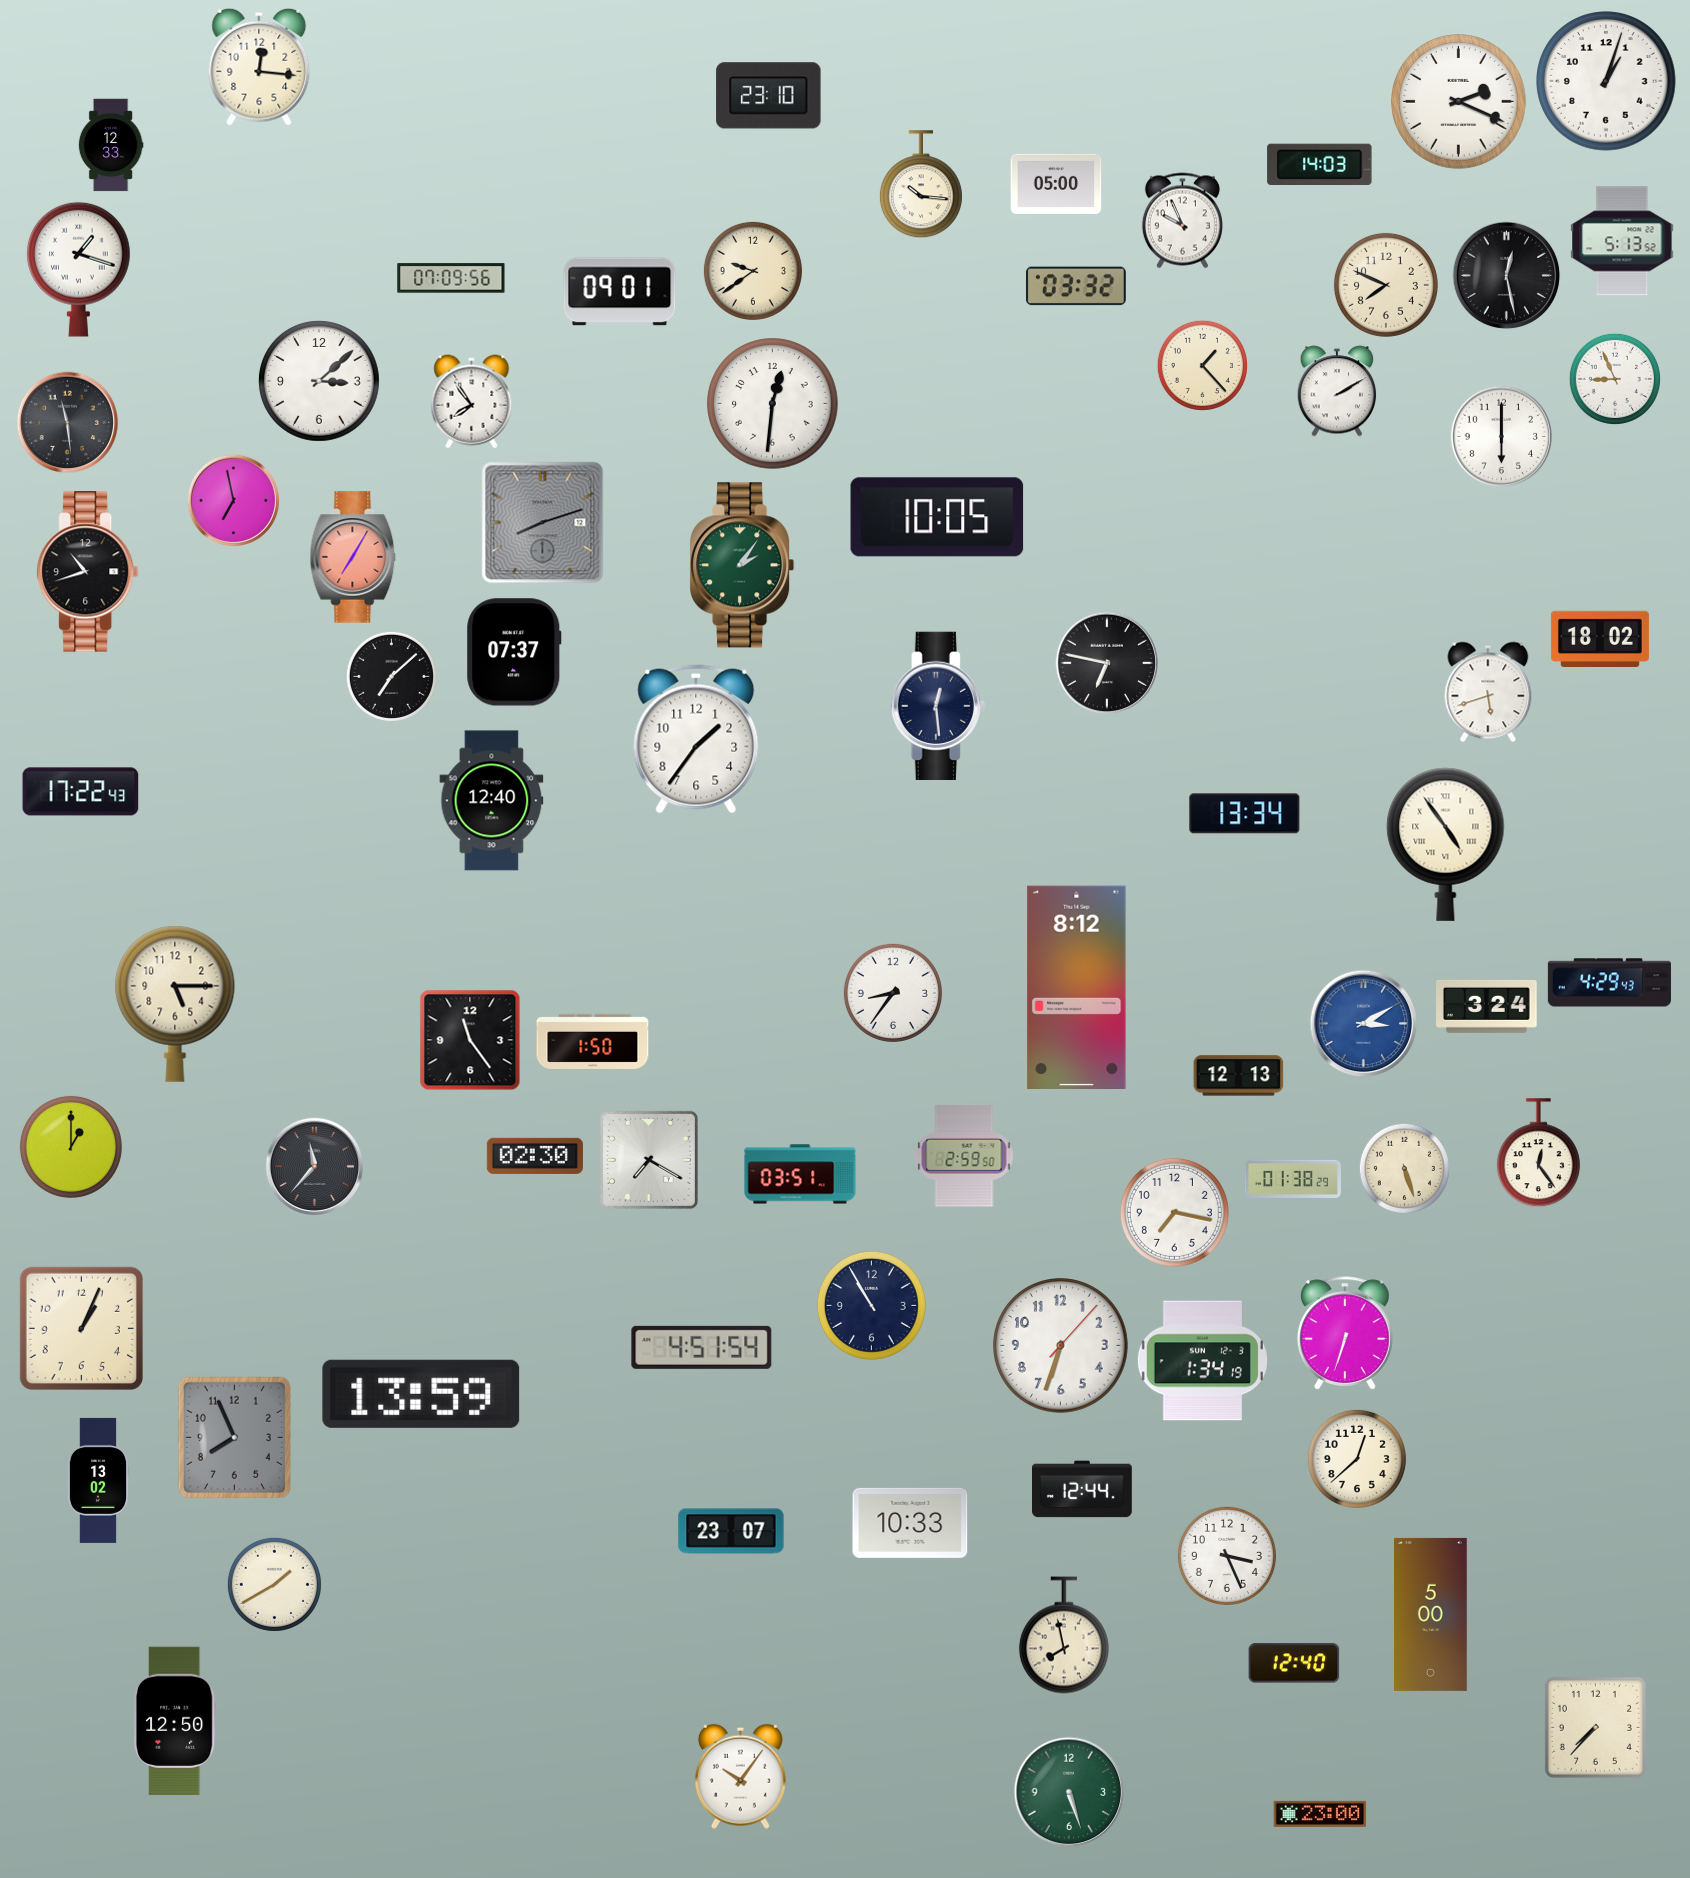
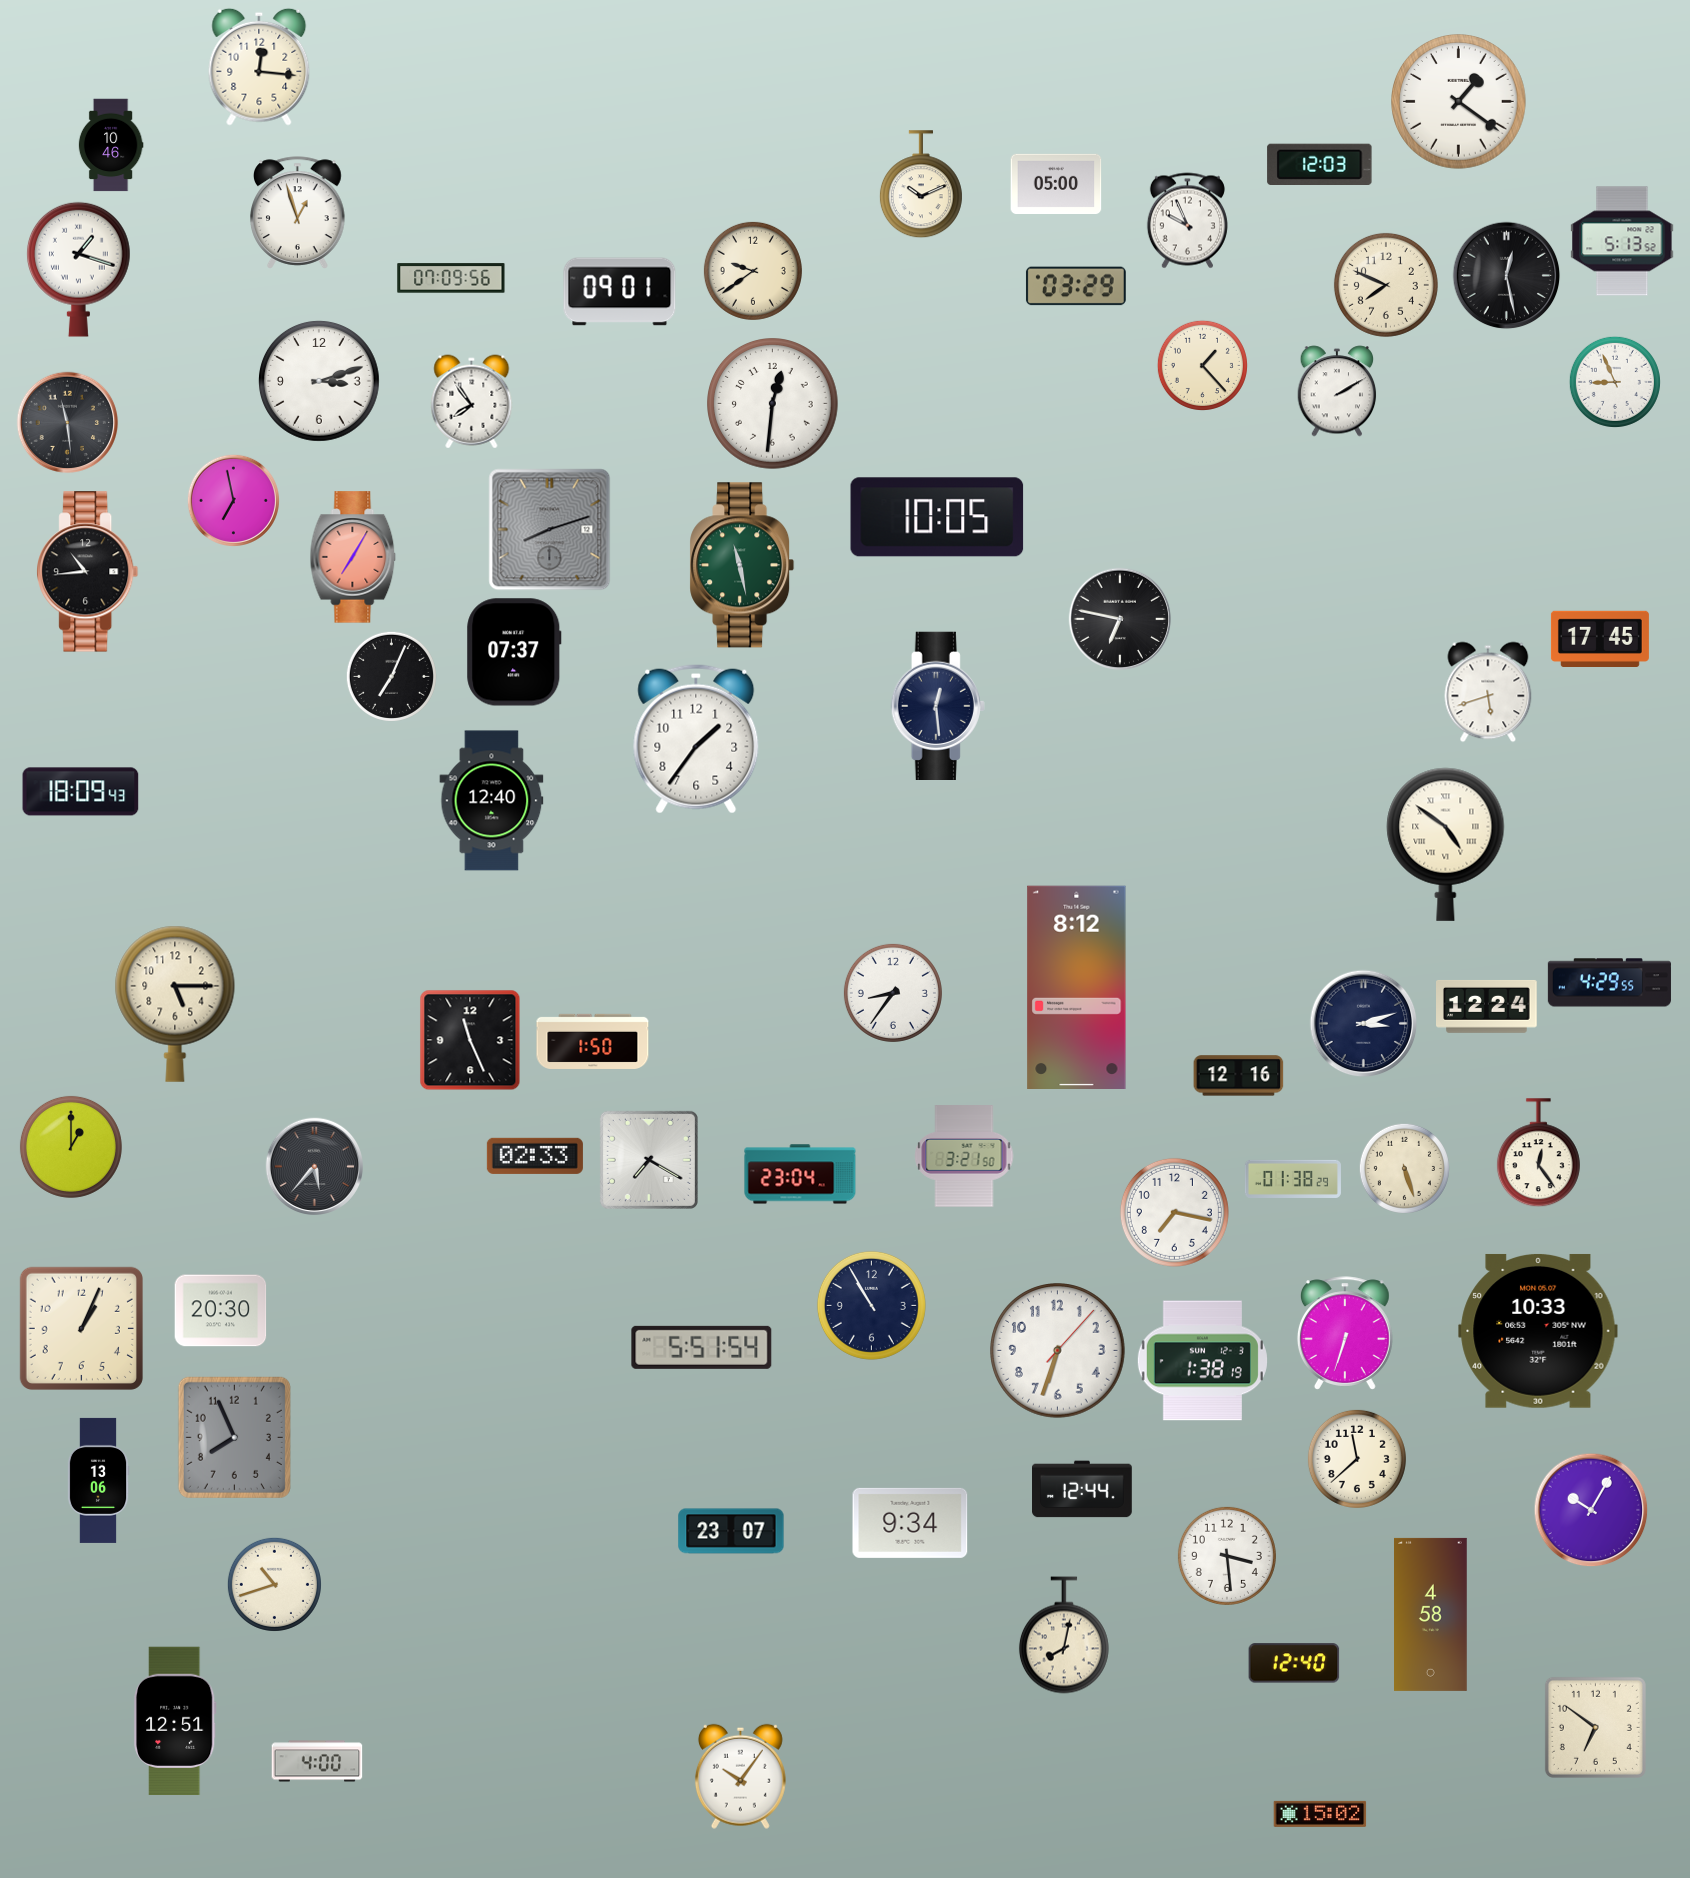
clock at (1606, 81): 1:03 -> none
clock at (769, 96): 23:10 -> none
clock at (1459, 102): 2:19 -> 1:21
clock at (111, 145): 12:33 -> 10:46
clock at (1320, 164): 14:03 -> 12:03
clock at (921, 185): 10:16 -> 10:11
clock at (298, 213): none -> 12:57
clock at (1182, 221) position: (1182, 221) -> (1187, 221)
clock at (1076, 286): 03:32 -> 03:29
clock at (1615, 379) position: (1615, 379) -> (1615, 382)
clock at (319, 381): 3:08 -> 3:12
clock at (1502, 437): 6:00 -> none
clock at (543, 523) position: (543, 523) -> (550, 530)
clock at (742, 565): 2:06 -> 11:28
clock at (88, 572): 10:42 -> 10:44
clock at (1600, 638): 18:02 -> 17:45
clock at (1107, 663) position: (1107, 663) -> (1120, 619)
clock at (391, 676): 7:08 -> 7:04
clock at (81, 792): 17:22 -> 18:09
clock at (1245, 814): 13:34 -> none
clock at (1446, 844): 4:54 -> 4:51
clock at (1609, 983): 4:29:43 -> 4:29:55
clock at (1487, 1006): 3:24 -> 12:24
clock at (1364, 1024): 3:10 -> 3:12
clock at (1364, 1024) dial: blue -> navy
clock at (470, 1040): 11:24 -> 11:26
clock at (1239, 1076): 12:13 -> 12:16
clock at (535, 1156): 02:30 -> 02:33
clock at (964, 1156): 2:59 -> 3:21
clock at (314, 1166): 11:37 -> 5:37
clock at (800, 1174): 03:51 -> 23:04
clock at (221, 1311): none -> 20:30
clock at (1538, 1331): none -> 10:33
clock at (1061, 1346) position: (1061, 1346) -> (1058, 1351)
clock at (702, 1347): 4:51 -> 5:51
clock at (1202, 1361): 1:34 -> 1:38
clock at (421, 1394): 13:59 -> none
clock at (1357, 1459): 12:38 -> 11:38
clock at (98, 1480): 13:02 -> 13:06
clock at (1591, 1510): none -> 10:05
clock at (910, 1523): 10:33 -> 9:34
clock at (1227, 1556): 3:26 -> 3:29
clock at (274, 1584): 1:40 -> 10:42
clock at (1431, 1614): 5:00 -> 4:58
clock at (1064, 1635): 7:58 -> 8:02
clock at (175, 1720): 12:50 -> 12:51
clock at (1595, 1727): 7:37 -> 6:51
clock at (317, 1761): none -> 4:00
clock at (1069, 1792): 5:27 -> none
clock at (1320, 1814): 23:00 -> 15:02
